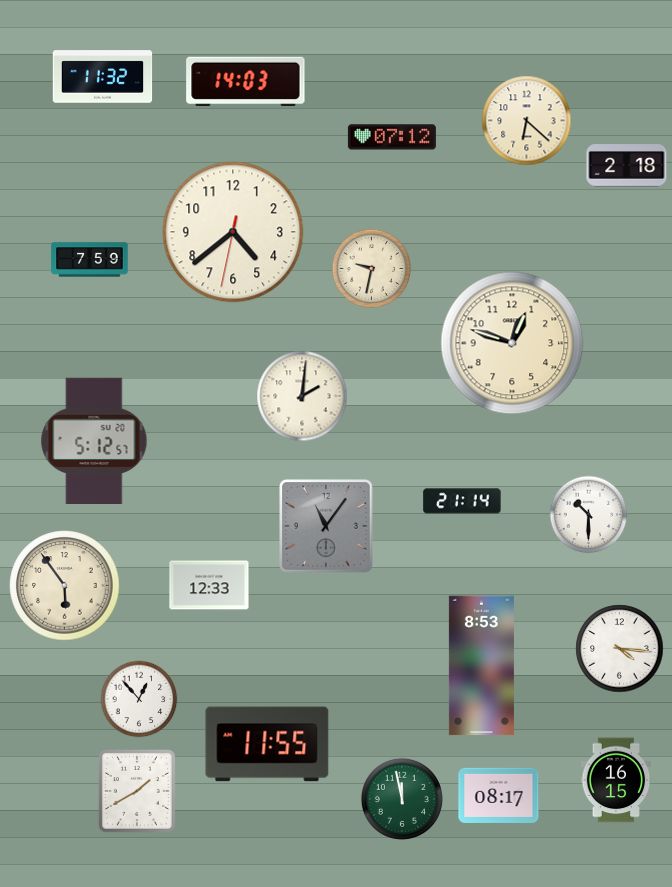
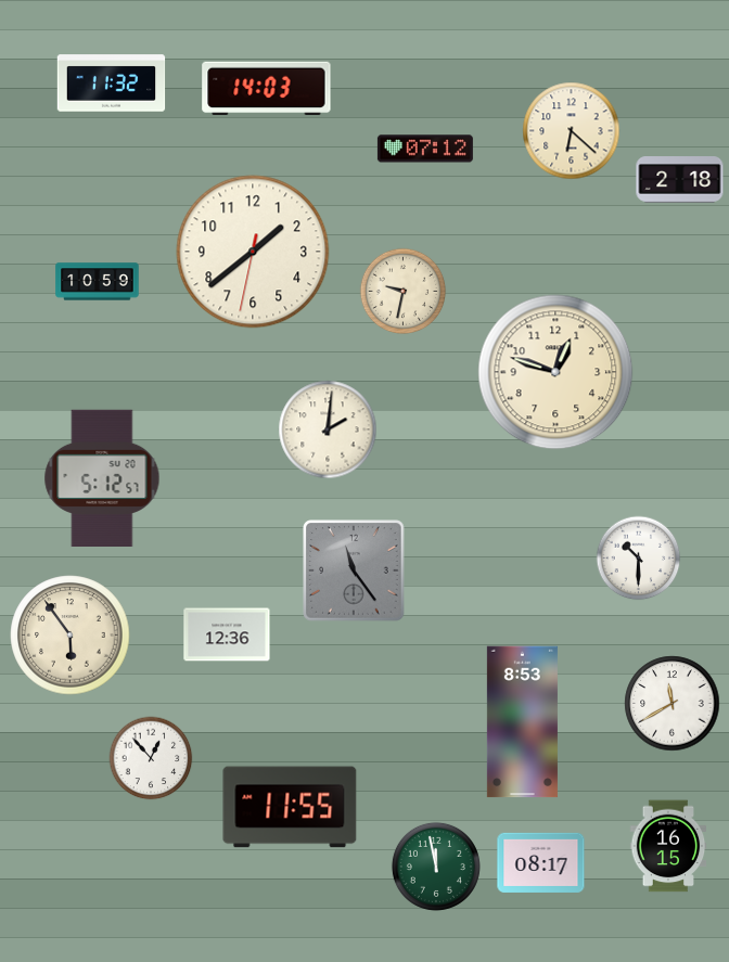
clock at (233, 232): 4:38 -> 1:38
clock at (90, 260): 7:59 -> 10:59
clock at (462, 501): 21:14 -> none
clock at (326, 526): 11:06 -> 11:24
clock at (209, 585): 12:33 -> 12:36
clock at (620, 649): 4:16 -> 11:40
clock at (137, 791): 1:40 -> none
